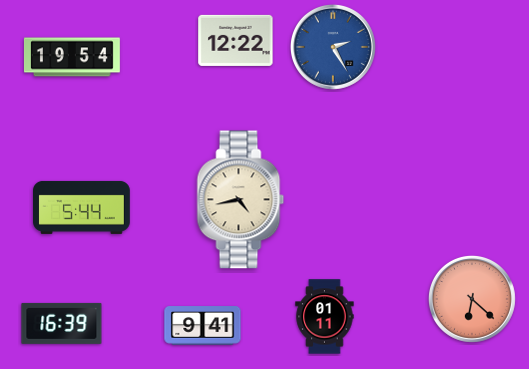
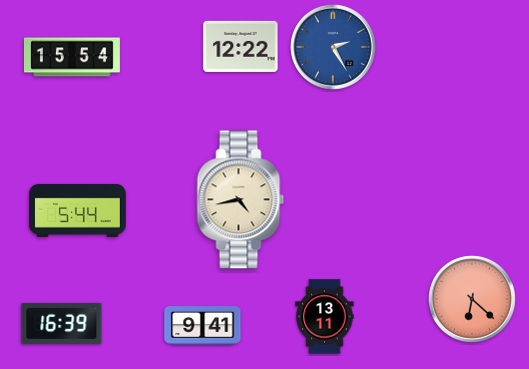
clock at (236, 40) position: (236, 40) -> (241, 46)
clock at (72, 57): 19:54 -> 15:54
clock at (82, 207) position: (82, 207) -> (78, 210)
clock at (325, 317): 01:11 -> 13:11
